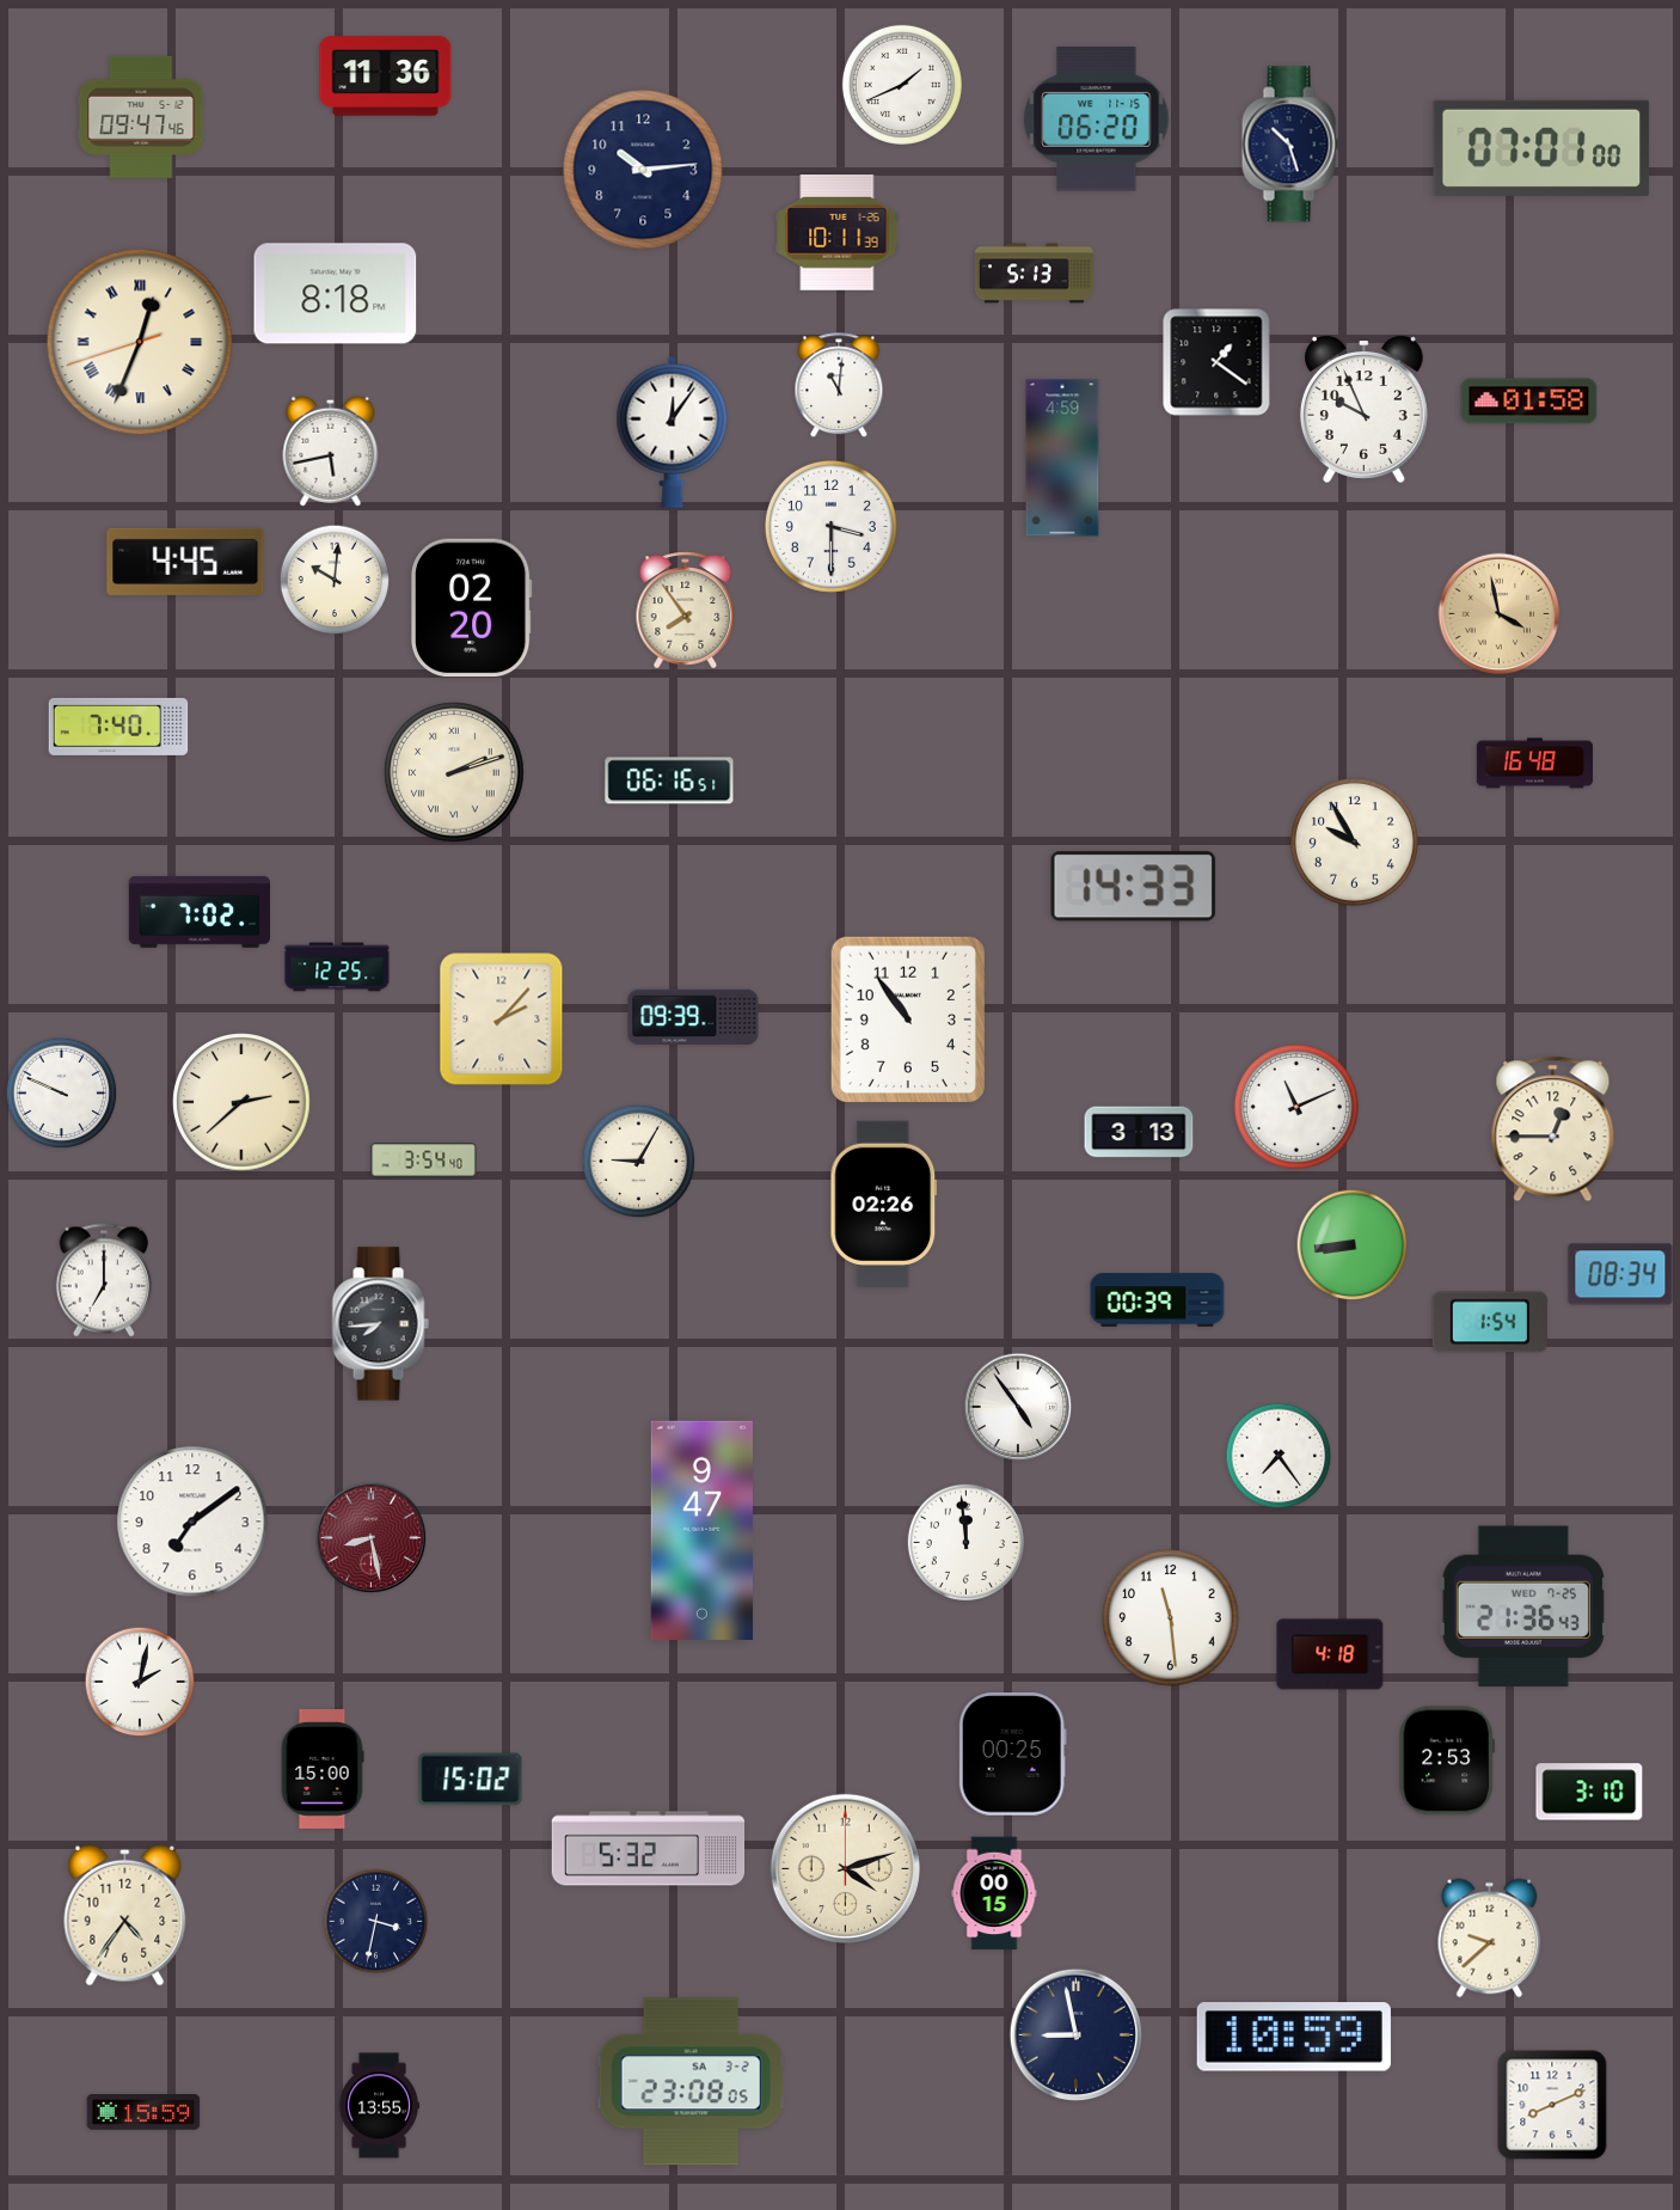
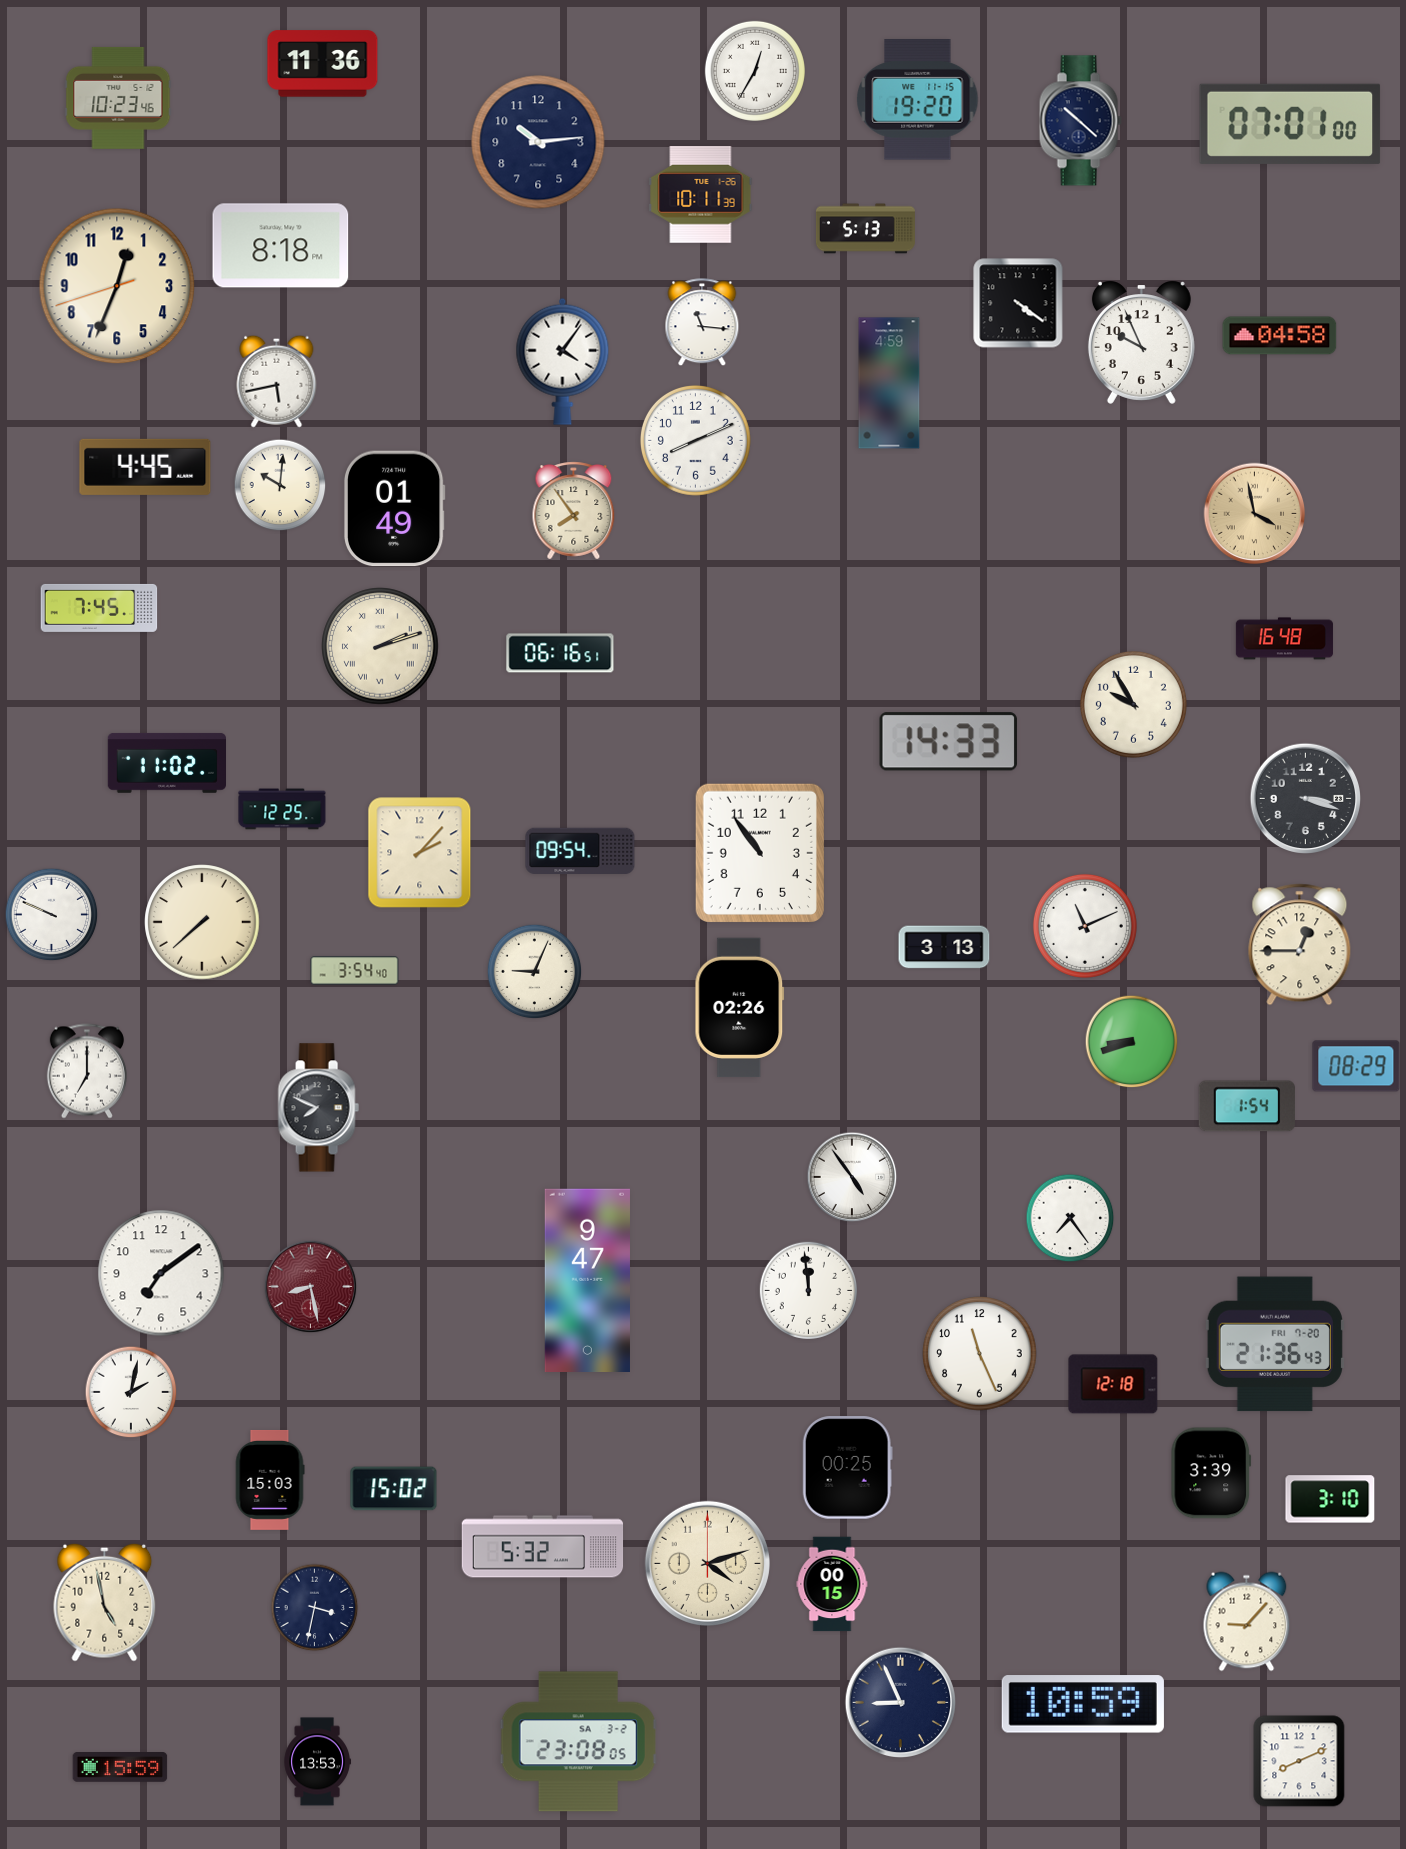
clock at (902, 85): 1:41 -> 12:35
clock at (141, 117): 09:47 -> 10:23
clock at (1097, 120): 06:20 -> 19:20
clock at (1290, 145): 10:27 -> 10:22
clock at (140, 342) numerals: Roman -> Arabic
clock at (1216, 362): 1:21 -> 4:21
clock at (839, 386): 11:01 -> 11:16
clock at (1529, 402): 01:58 -> 04:58
clock at (673, 431): 12:06 -> 4:06
clock at (331, 451) position: (331, 451) -> (277, 381)
clock at (830, 526): 3:30 -> 8:11
clock at (185, 562) position: (185, 562) -> (145, 467)
clock at (471, 608): 02:20 -> 01:49
clock at (118, 727): 7:40 -> 7:45
clock at (198, 912): 7:02 -> 11:02
clock at (1306, 799): none -> 3:18
clock at (693, 1016): 09:39 -> 09:54
clock at (241, 1102): 2:38 -> 7:38
clock at (1139, 1132) position: (1139, 1132) -> (944, 947)
clock at (639, 1162): 9:05 -> 9:04
clock at (1353, 1245): 8:44 -> 8:42
clock at (1620, 1274): 08:34 -> 08:29
clock at (1158, 1300): 00:39 -> none
clock at (380, 1324): 7:44 -> 7:49
clock at (1523, 1606) date: WED 7-25 -> FRI 7-20
clock at (1171, 1618): 11:29 -> 11:26
clock at (1330, 1654): 4:18 -> 12:18
clock at (140, 1682) position: (140, 1682) -> (131, 1392)
clock at (1447, 1761): 2:53 -> 3:39
clock at (323, 1769): 15:00 -> 15:03
clock at (125, 1915): 4:36 -> 4:58
clock at (1490, 1939): 9:38 -> 9:07
clock at (1077, 2035): 8:58 -> 8:56
clock at (379, 2106): 13:55 -> 13:53
